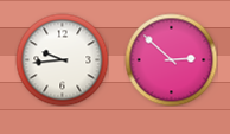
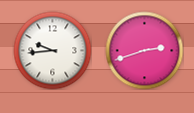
clock at (171, 59): 2:52 -> 2:42
